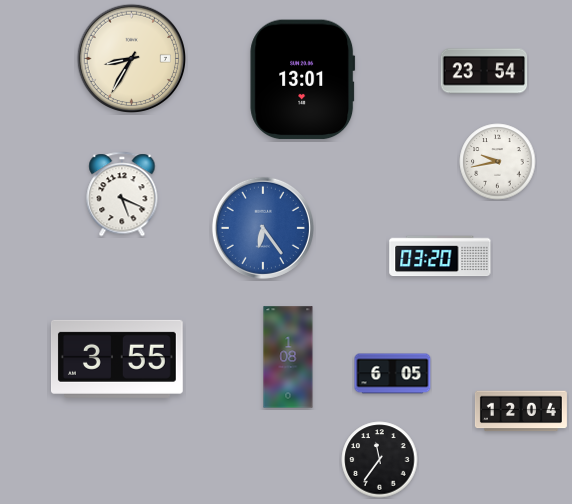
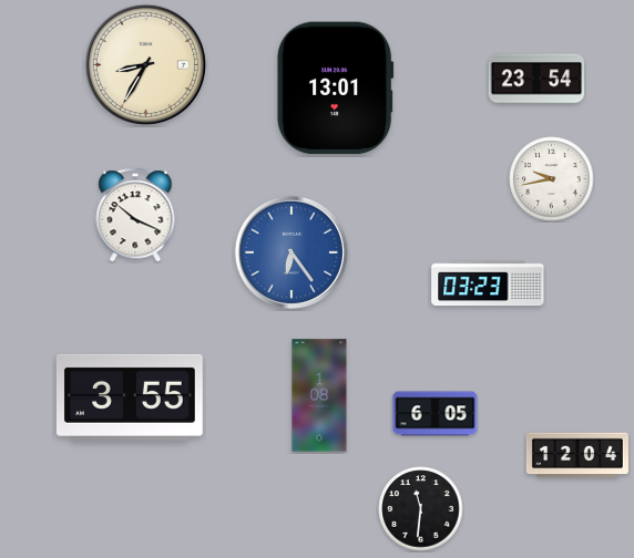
clock at (122, 194): 5:19 -> 10:19
clock at (440, 256): 03:20 -> 03:23
clock at (380, 460): 11:36 -> 11:31
